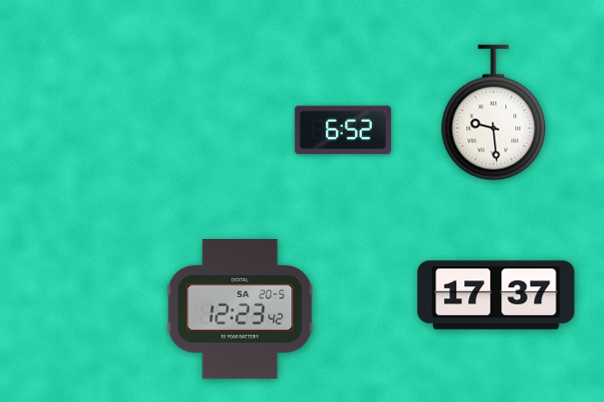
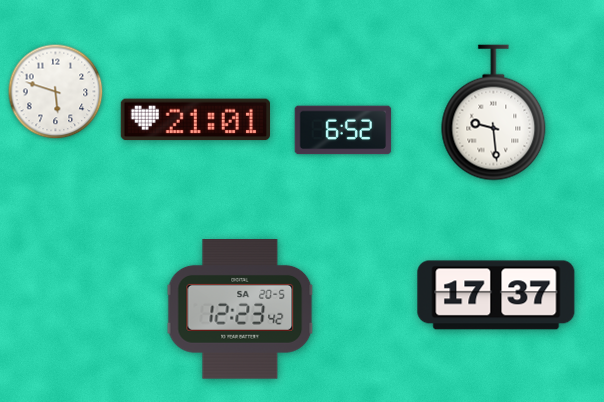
clock at (56, 92): none -> 5:48
clock at (195, 120): none -> 21:01
